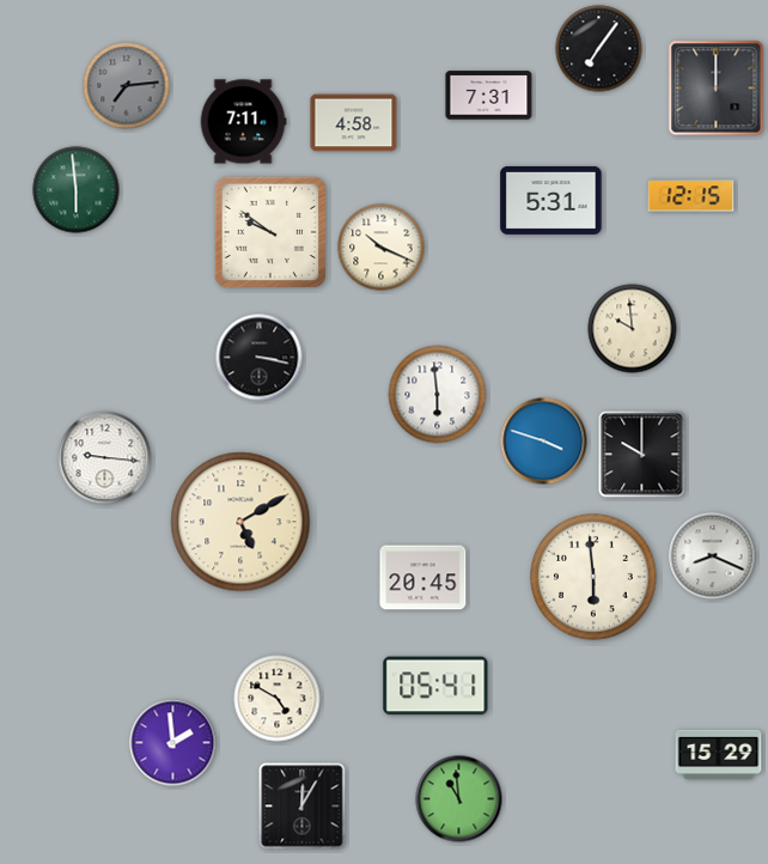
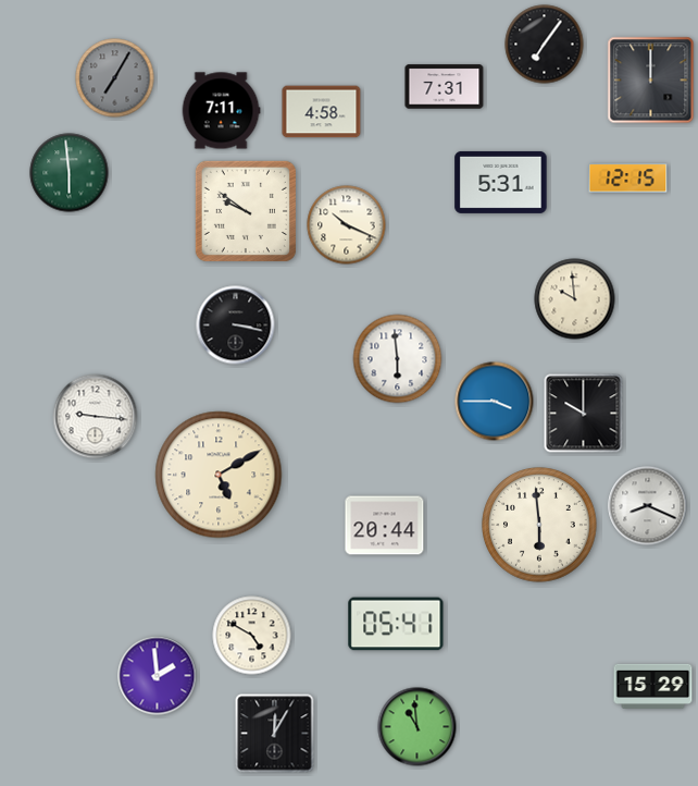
clock at (127, 86): 7:14 -> 7:05
clock at (544, 442): 3:48 -> 3:45
clock at (423, 578): 20:45 -> 20:44
